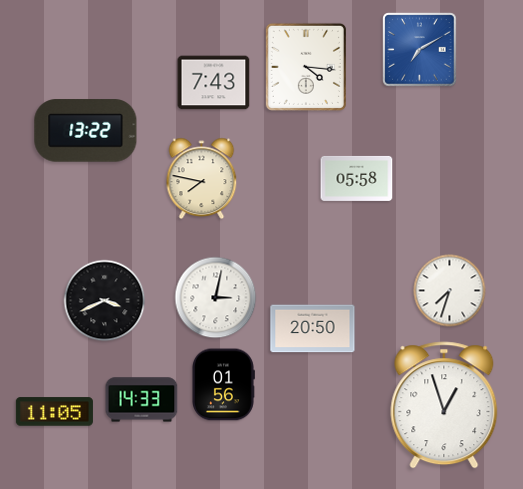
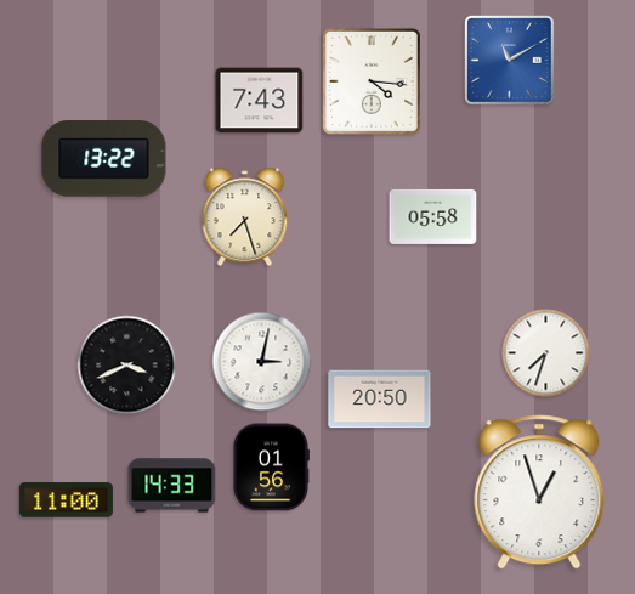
clock at (420, 50): 7:10 -> 11:10
clock at (202, 179): 7:47 -> 7:27
clock at (54, 412): 11:05 -> 11:00
